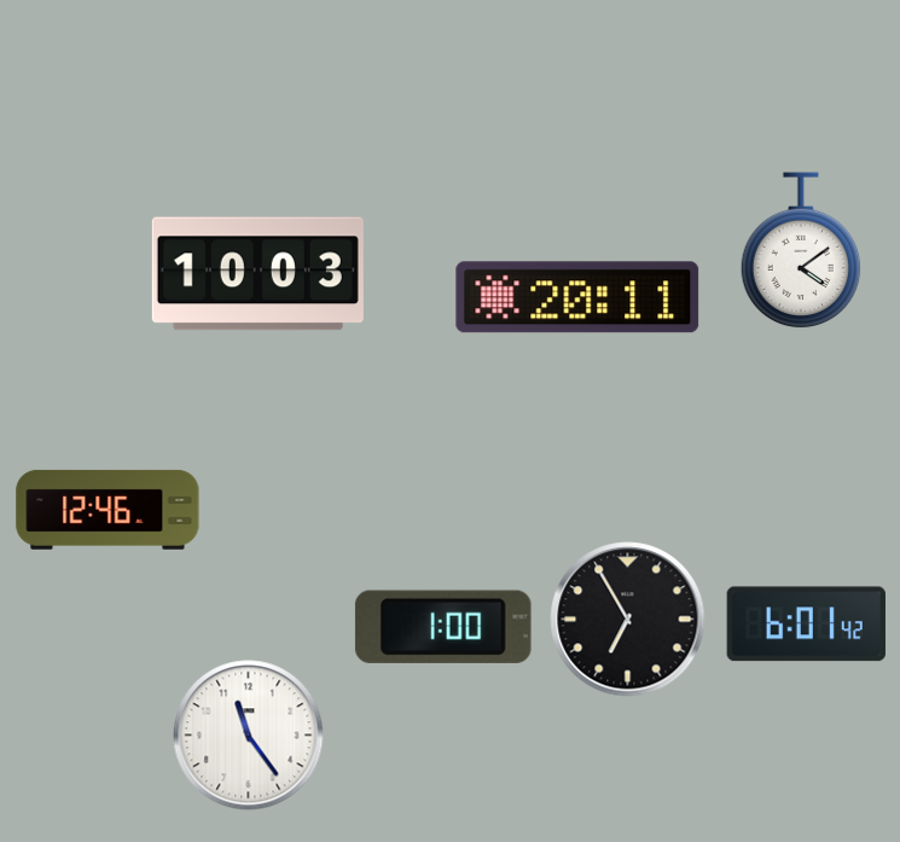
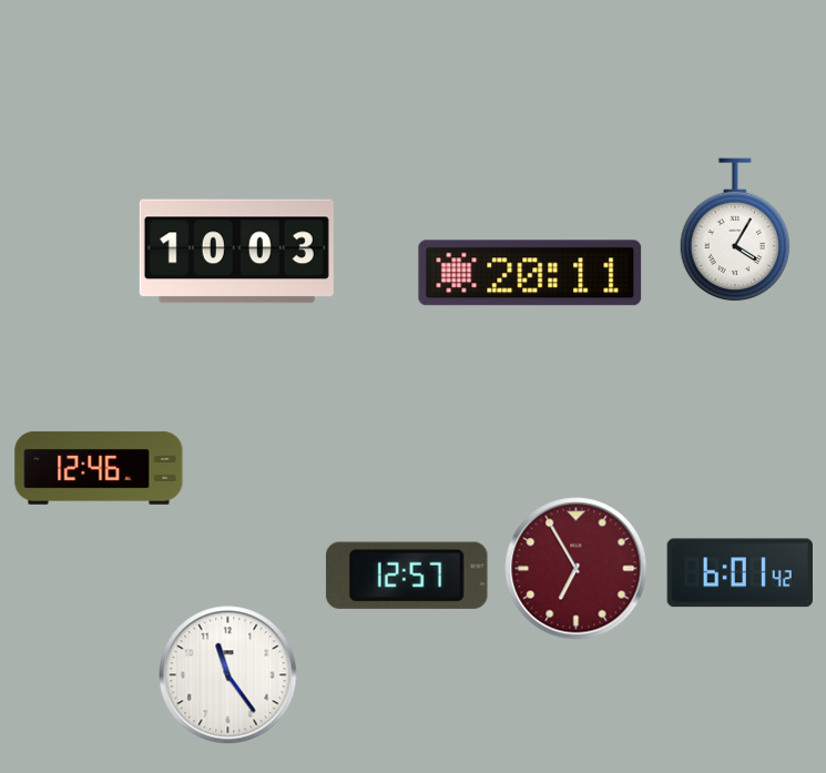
clock at (801, 251): 4:09 -> 4:05
clock at (628, 620) dial: black -> burgundy
clock at (443, 627): 1:00 -> 12:57
